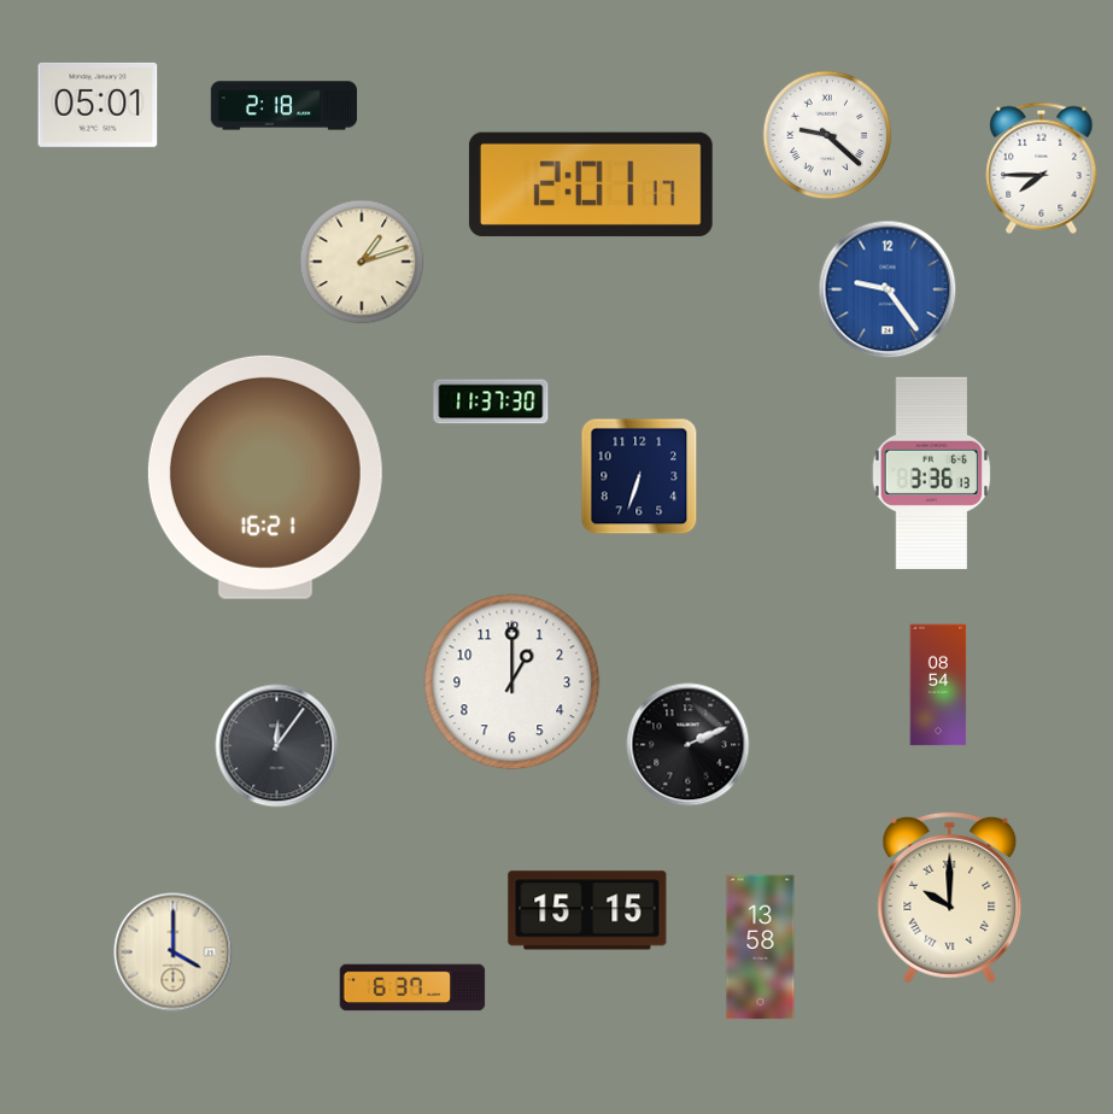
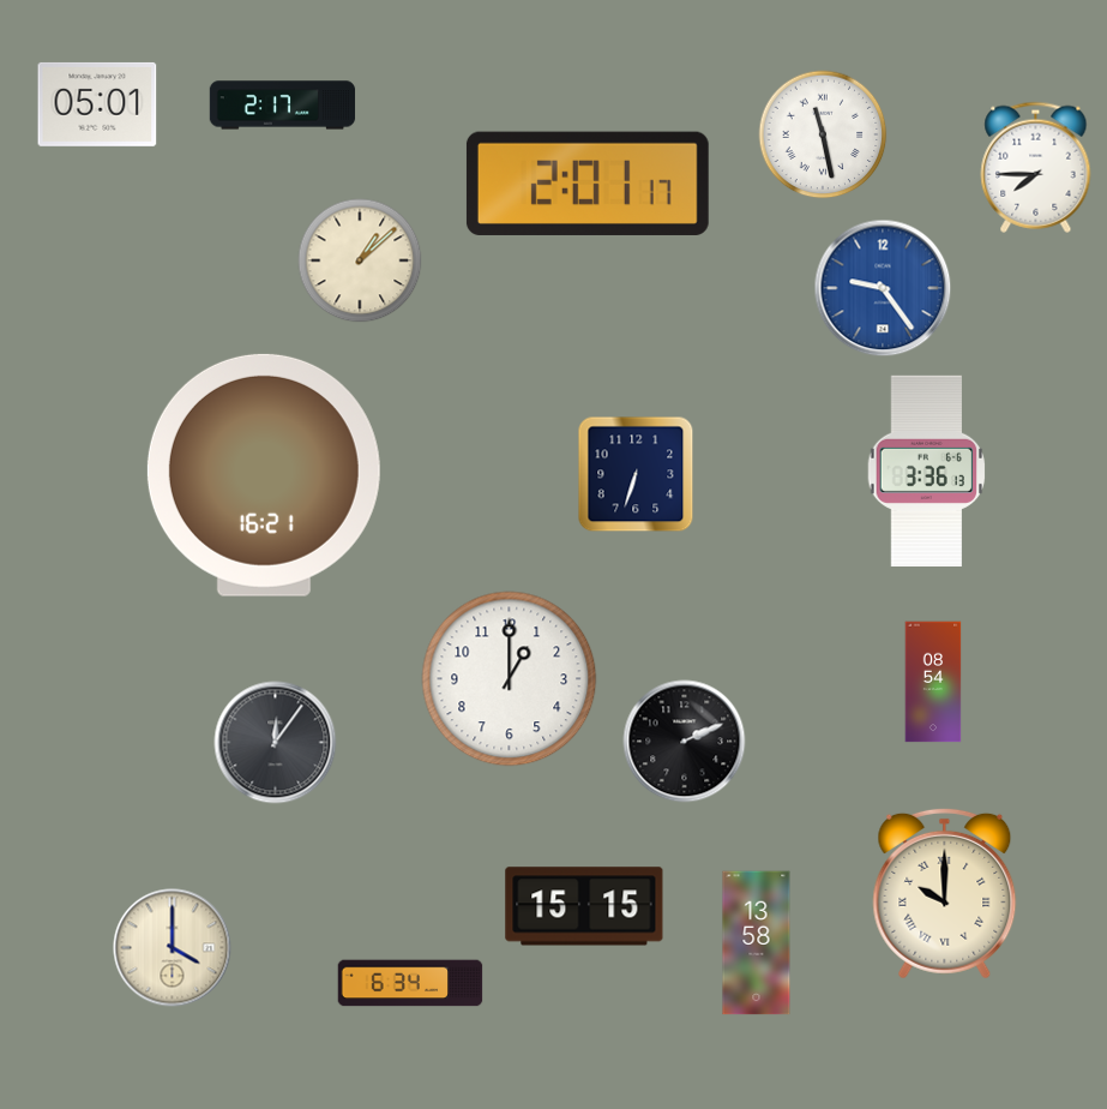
clock at (285, 106): 2:18 -> 2:17
clock at (827, 135): 9:22 -> 11:28
clock at (362, 262): 1:12 -> 1:08
clock at (491, 401): 11:37 -> none
clock at (412, 987): 6:37 -> 6:34
